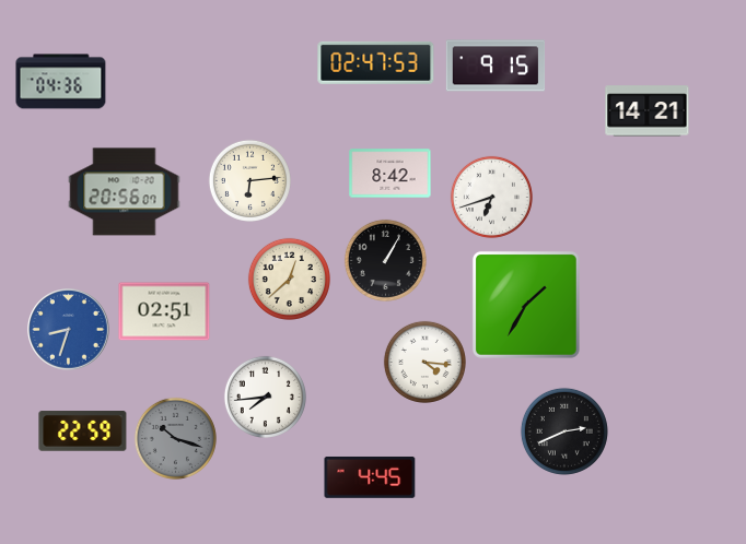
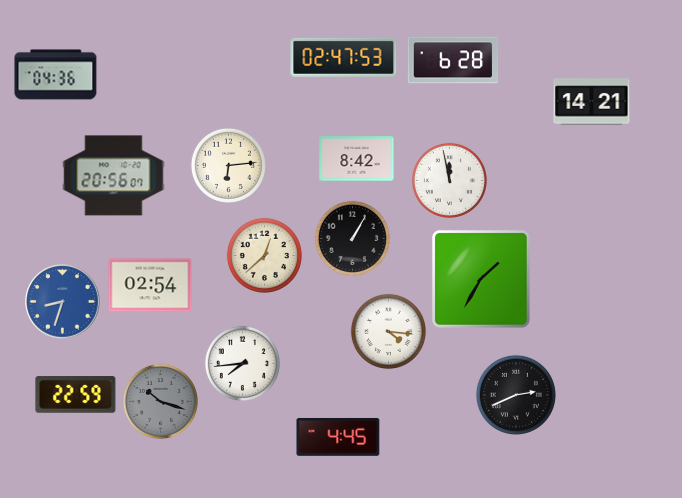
clock at (496, 66): 9:15 -> 6:28
clock at (491, 197): 6:42 -> 11:58
clock at (164, 311): 02:51 -> 02:54
